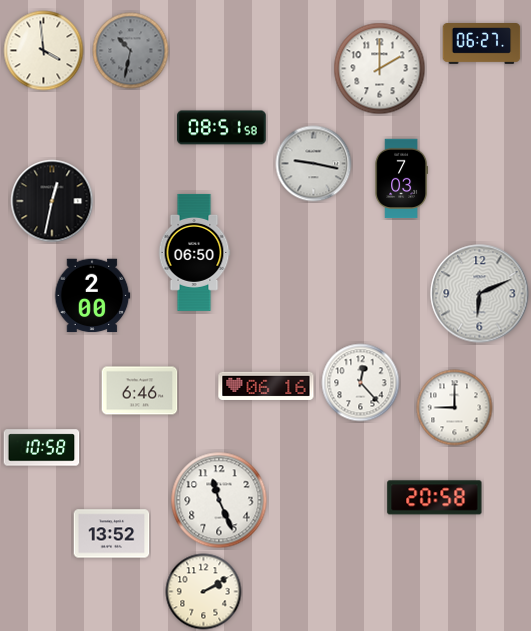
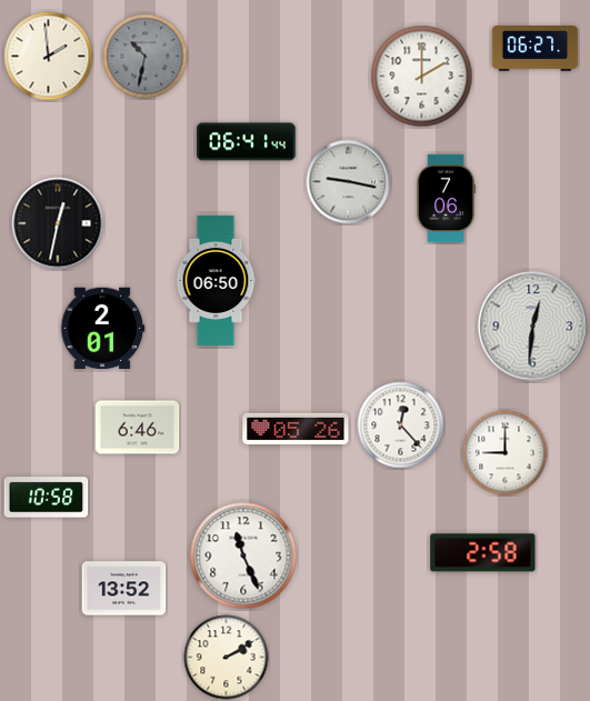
clock at (44, 51): 3:59 -> 1:59
clock at (222, 128): 08:51 -> 06:41
clock at (401, 179): 7:03 -> 7:06
clock at (480, 294): 6:11 -> 12:31
clock at (92, 296): 2:00 -> 2:01
clock at (266, 385): 06:16 -> 05:26
clock at (140, 391) position: (140, 391) -> (138, 428)
clock at (435, 498): 20:58 -> 2:58
clock at (112, 534) position: (112, 534) -> (124, 589)
